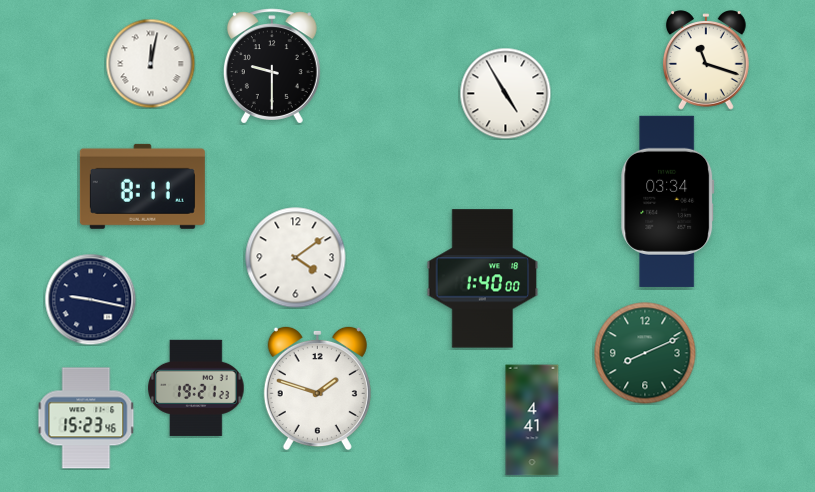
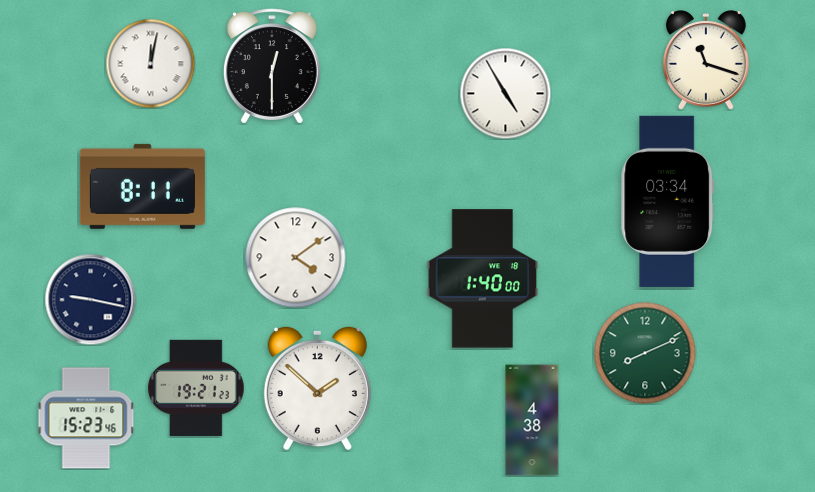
clock at (272, 66): 9:30 -> 12:30
clock at (317, 388): 1:48 -> 1:52
clock at (532, 420): 4:41 -> 4:38
